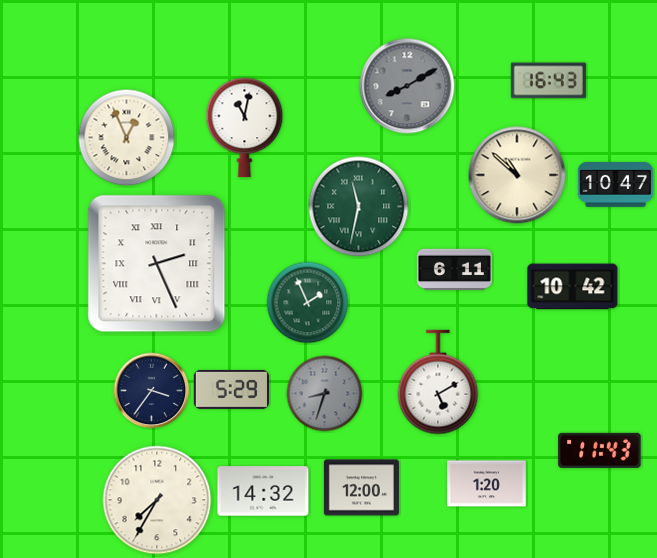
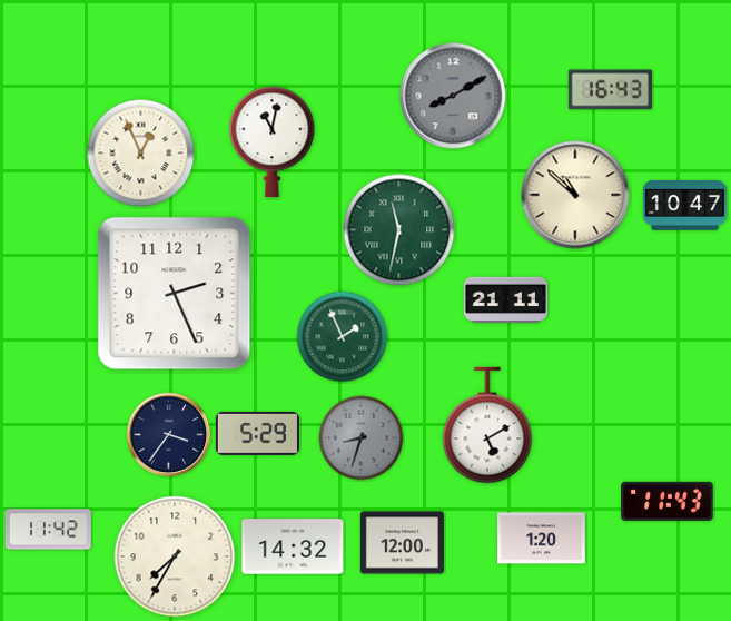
clock at (157, 264) numerals: Roman -> Arabic
clock at (454, 270): 6:11 -> 21:11
clock at (573, 287): 10:42 -> none
clock at (48, 530): none -> 11:42
